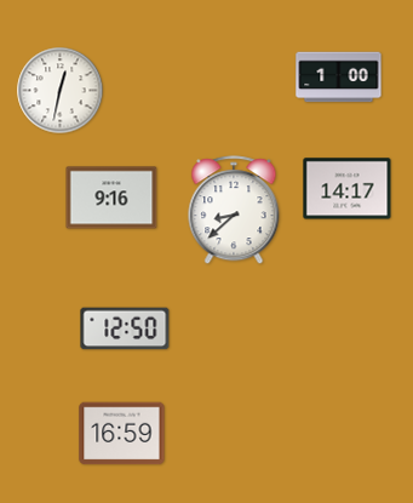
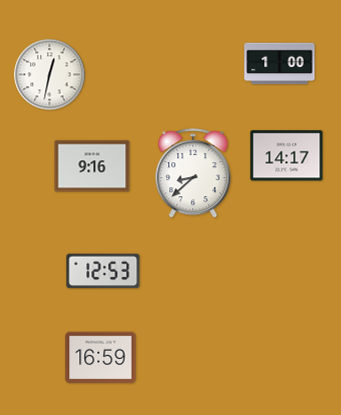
clock at (111, 198) position: (111, 198) -> (92, 166)
clock at (125, 328): 12:50 -> 12:53
